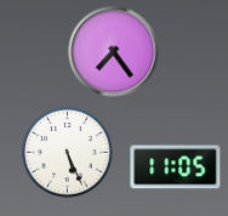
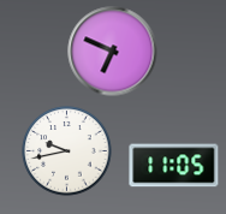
clock at (114, 52): 7:24 -> 6:49
clock at (68, 153): 5:26 -> 9:43
